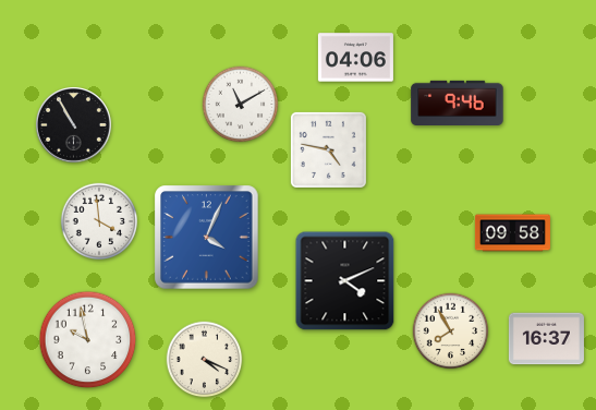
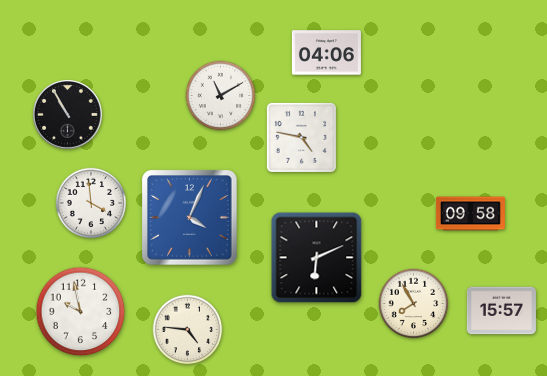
clock at (458, 102): 9:46 -> none
clock at (345, 281): 4:11 -> 6:11
clock at (546, 339): 16:37 -> 15:57
clock at (205, 360): 4:19 -> 4:46
